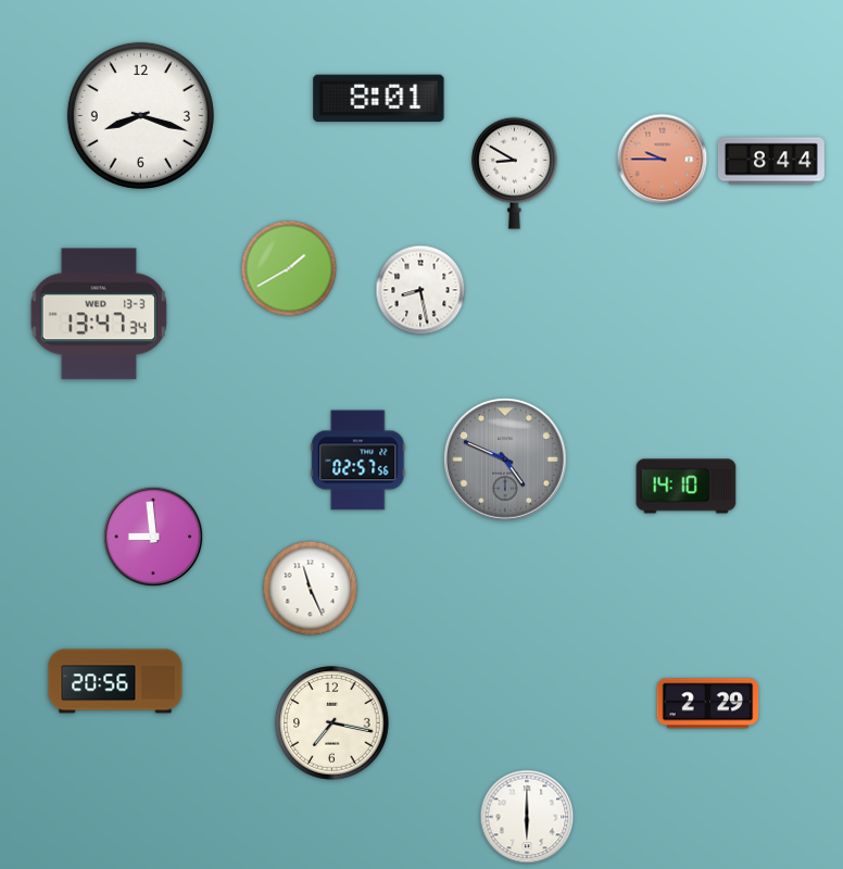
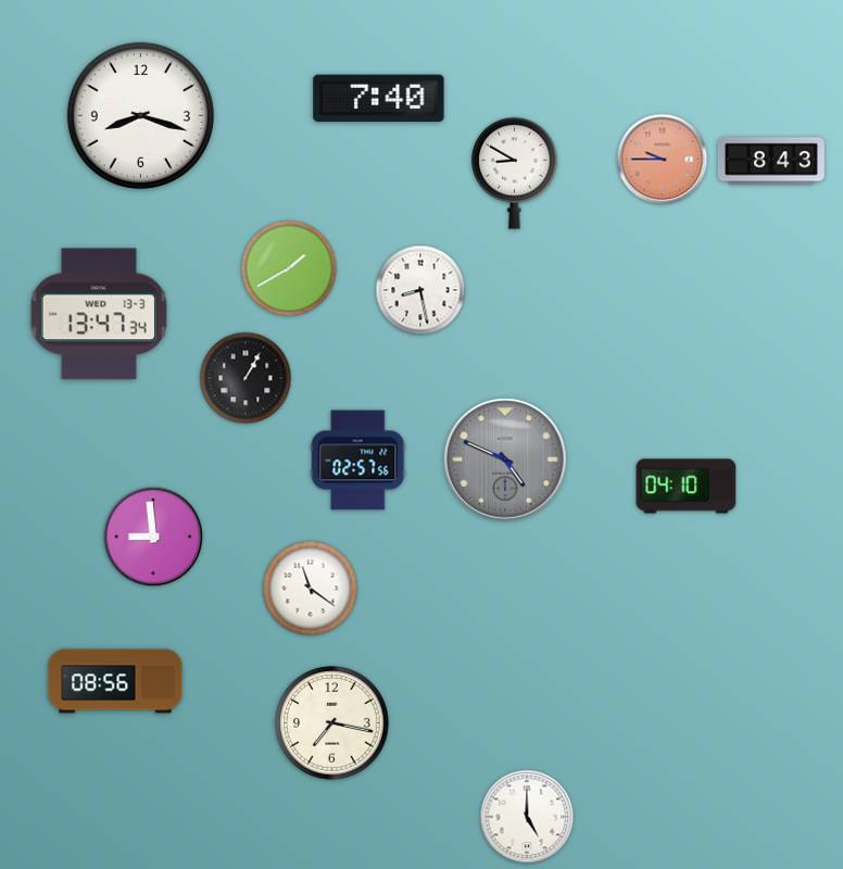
clock at (379, 99): 8:01 -> 7:40
clock at (771, 161): 8:44 -> 8:43
clock at (246, 378): none -> 1:05
clock at (687, 487): 14:10 -> 04:10
clock at (311, 589): 11:26 -> 11:21
clock at (115, 681): 20:56 -> 08:56
clock at (708, 704): 2:29 -> none
clock at (527, 817): 6:00 -> 5:00
